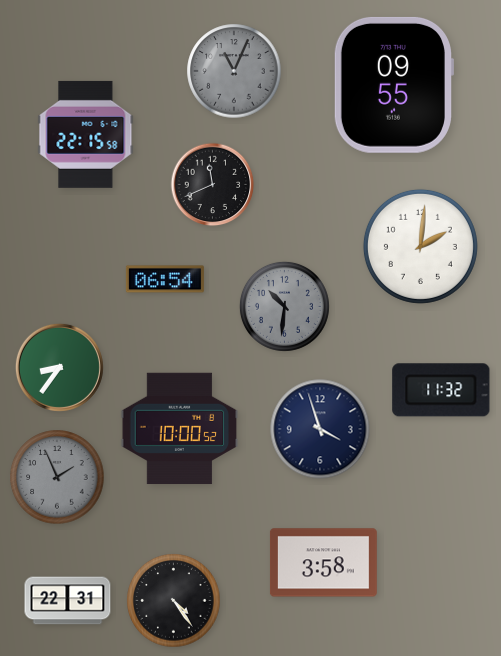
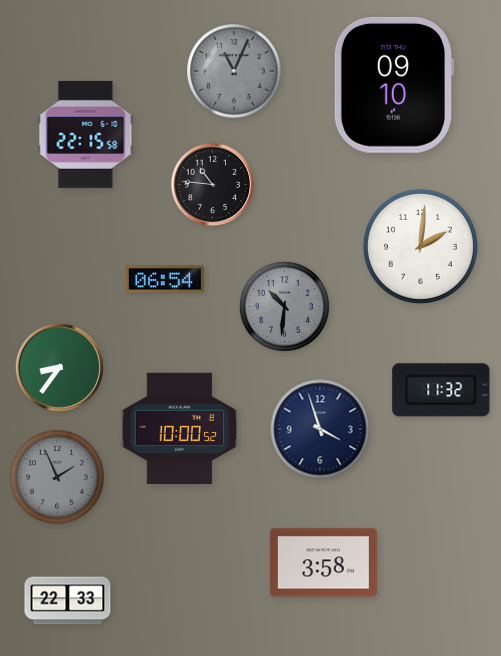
clock at (393, 85): 09:55 -> 09:10
clock at (213, 185): 11:41 -> 10:46
clock at (68, 601): 22:31 -> 22:33
clock at (174, 601): 4:24 -> none
